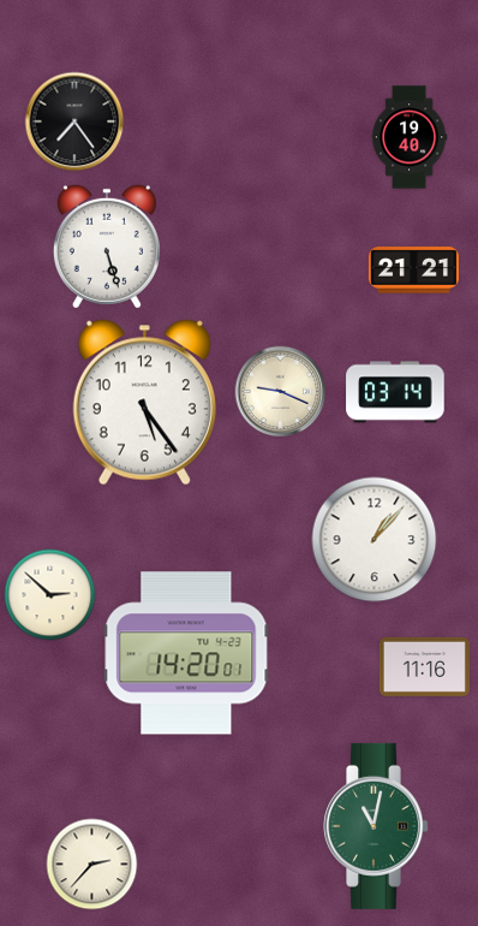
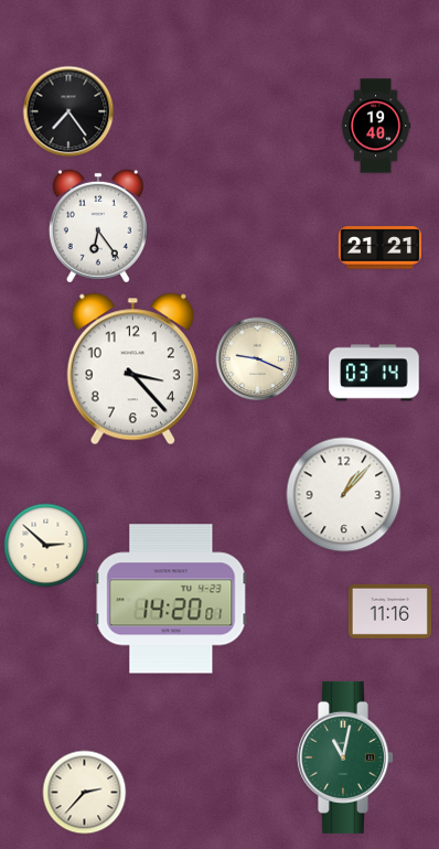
clock at (107, 247): 5:27 -> 6:24
clock at (395, 392) position: (395, 392) -> (374, 373)
clock at (144, 403): 5:24 -> 3:23
